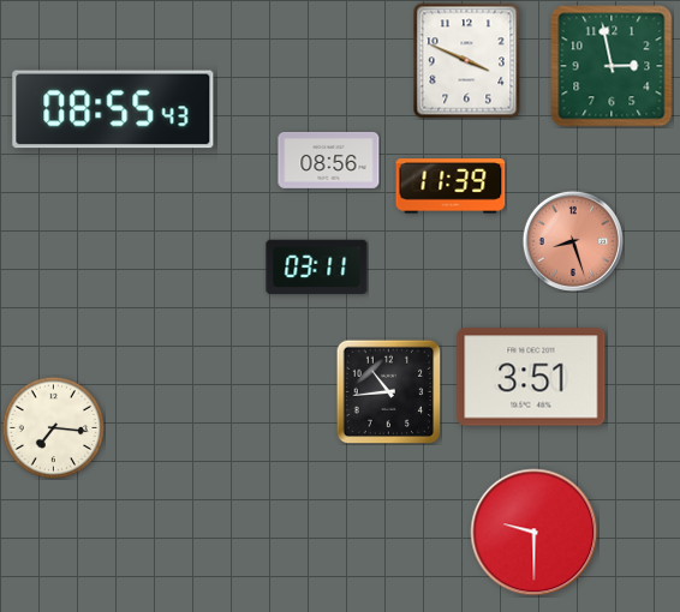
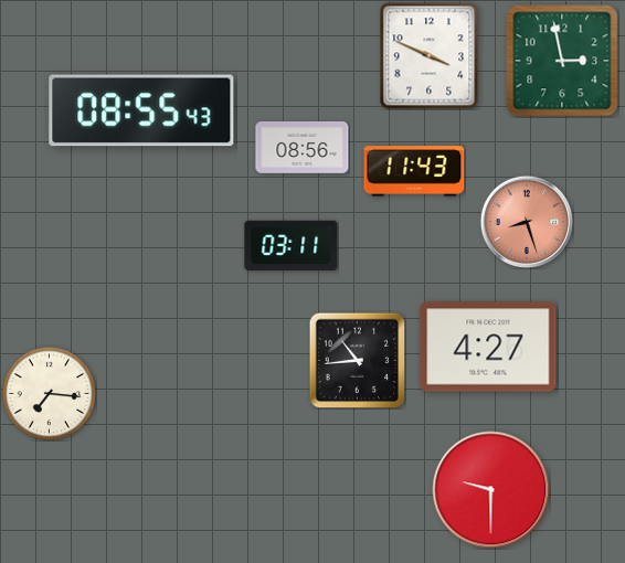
clock at (113, 109) position: (113, 109) -> (141, 110)
clock at (451, 186): 11:39 -> 11:43
clock at (531, 377): 3:51 -> 4:27
